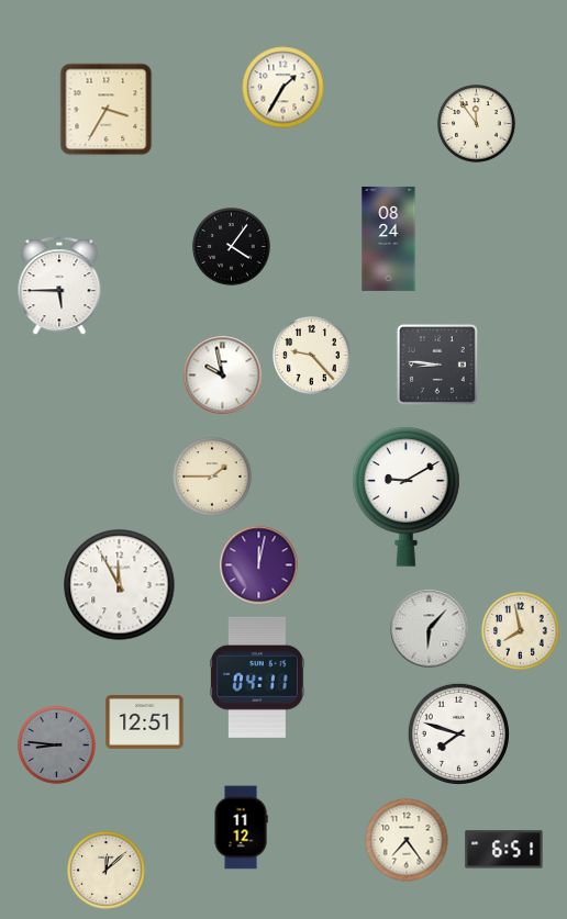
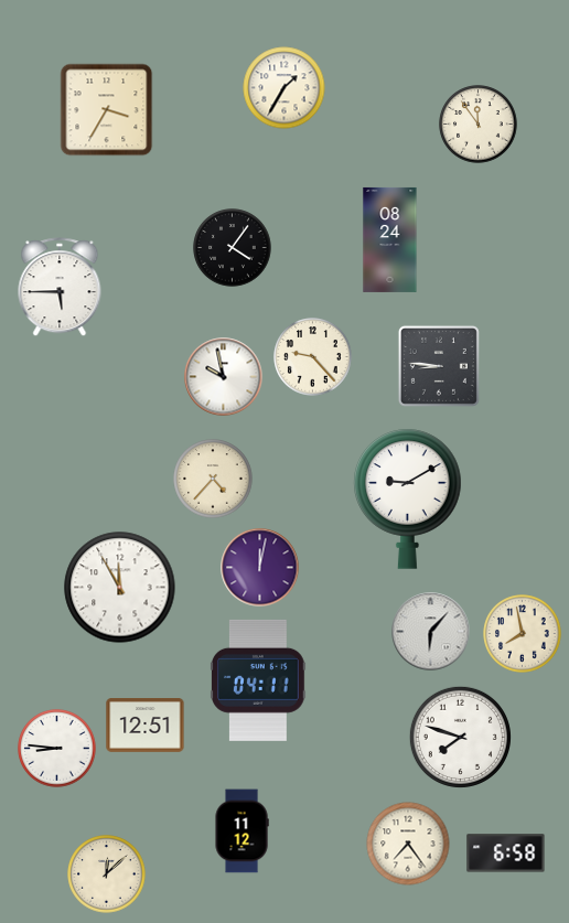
clock at (212, 477): 1:45 -> 4:37
clock at (57, 746) dial: grey -> white
clock at (504, 850): 6:51 -> 6:58
